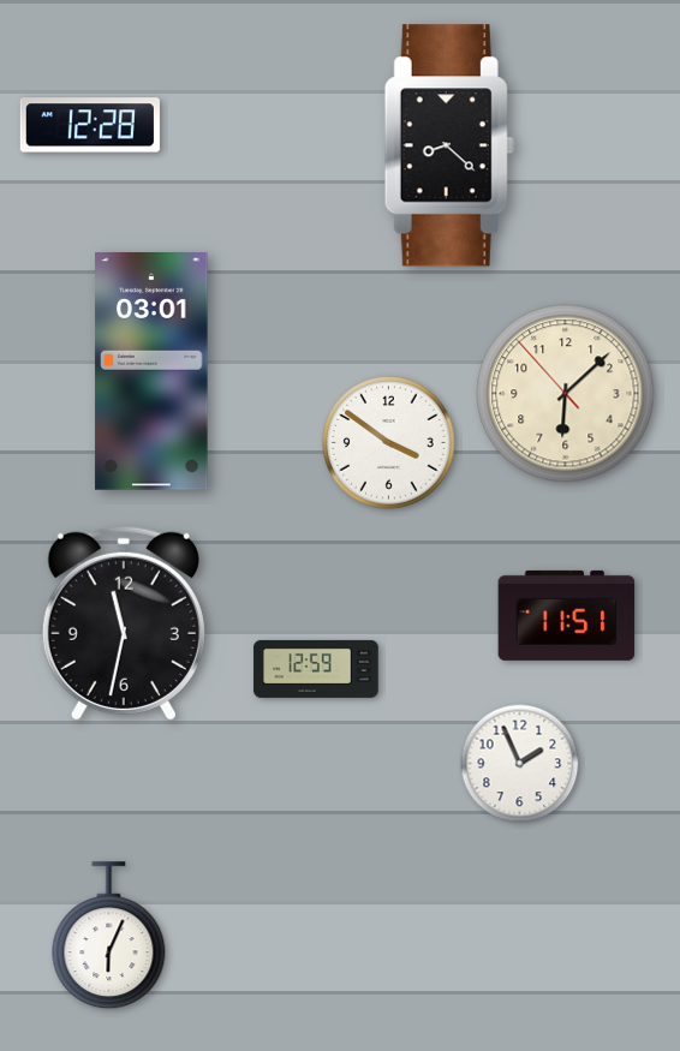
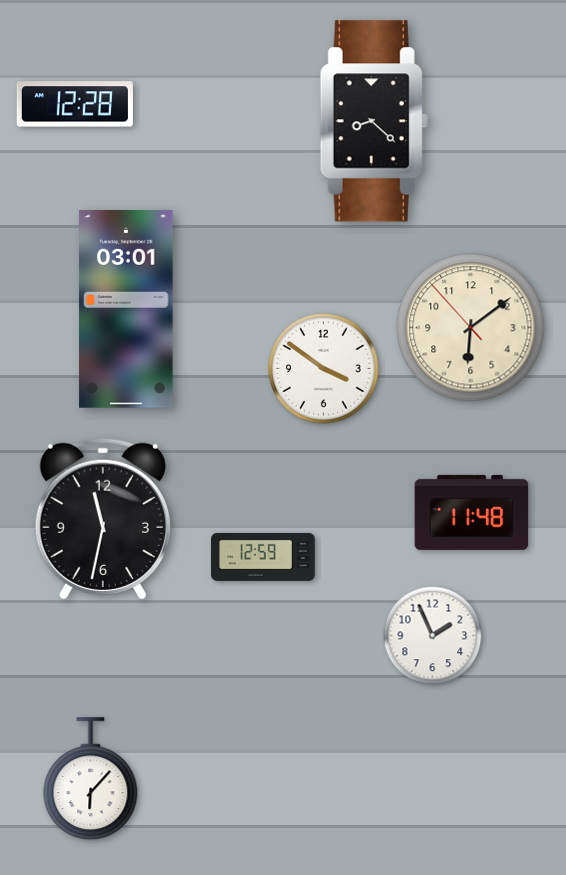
clock at (566, 394): 6:07 -> 6:08
clock at (567, 615): 11:51 -> 11:48
clock at (109, 936): 6:04 -> 6:07
